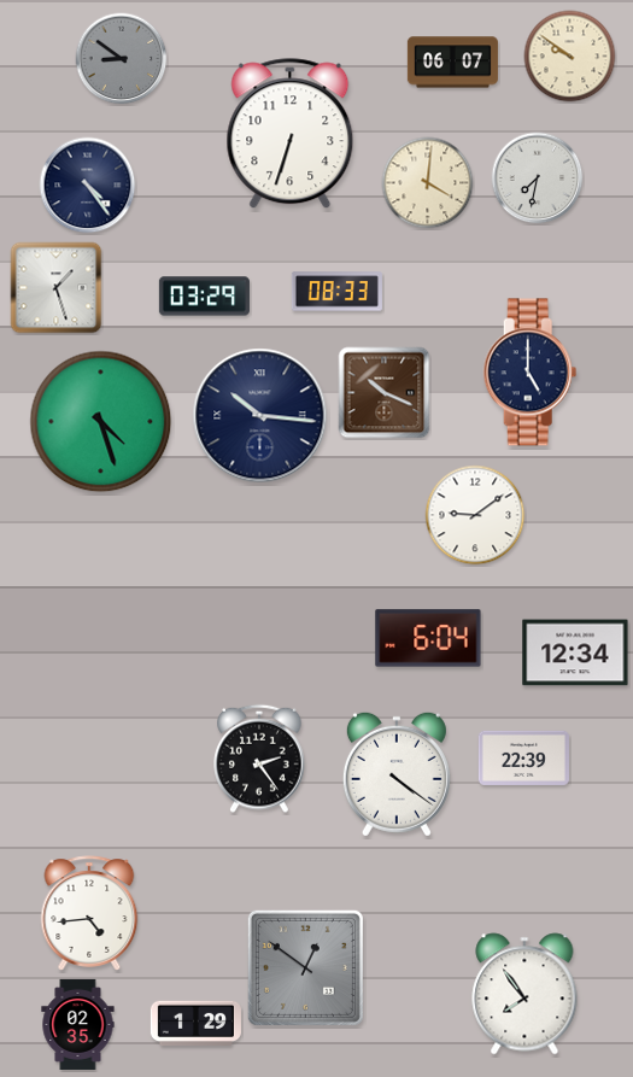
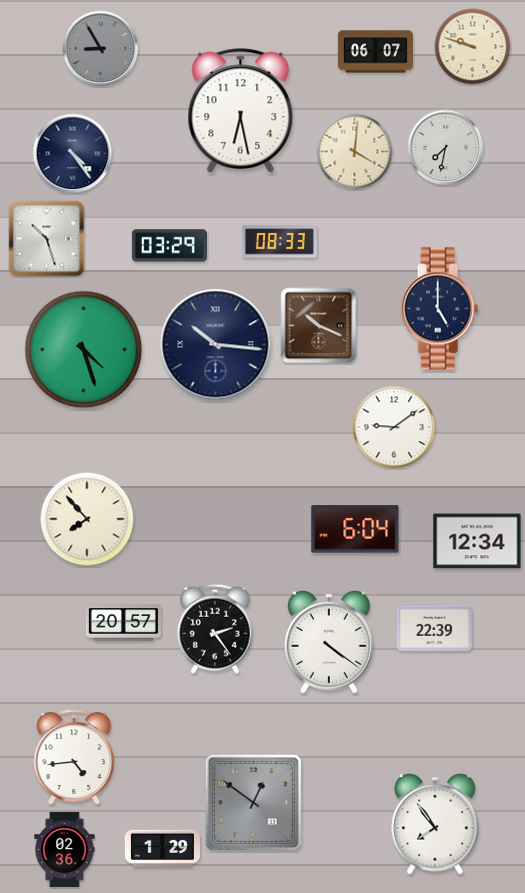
clock at (570, 57): 9:51 -> 9:48
clock at (122, 59): 8:51 -> 8:55
clock at (291, 134): 6:33 -> 6:28
clock at (57, 288): 1:27 -> 10:27
clock at (87, 519): none -> 7:53
clock at (123, 623): none -> 20:57
clock at (78, 1024): 02:35 -> 02:36
